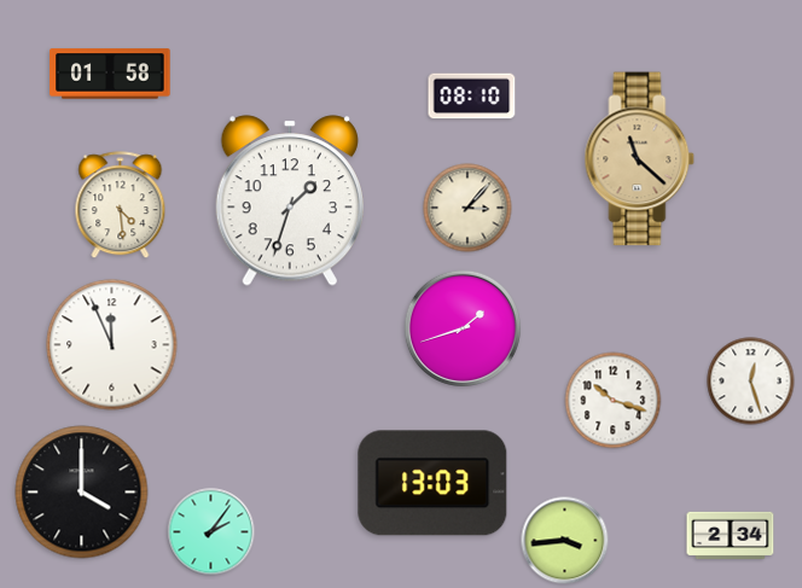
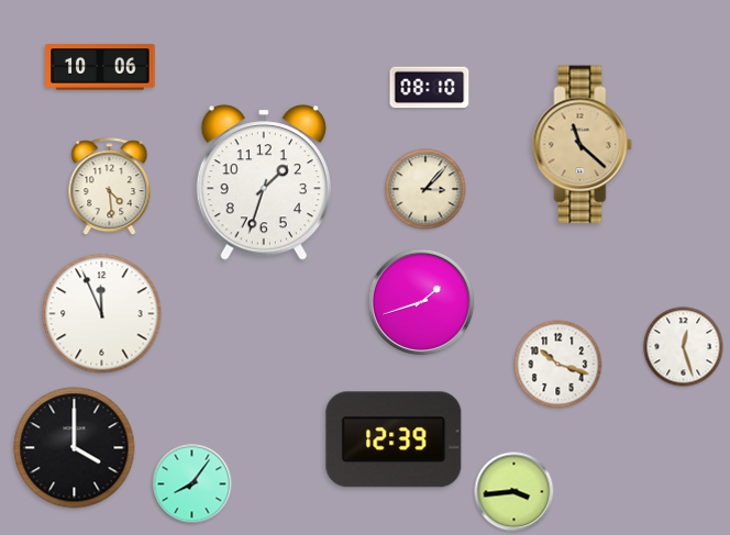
clock at (110, 74): 01:58 -> 10:06
clock at (463, 328) position: (463, 328) -> (421, 302)
clock at (432, 483): 13:03 -> 12:39
clock at (211, 532): 2:06 -> 8:06
clock at (731, 535): 2:34 -> none
